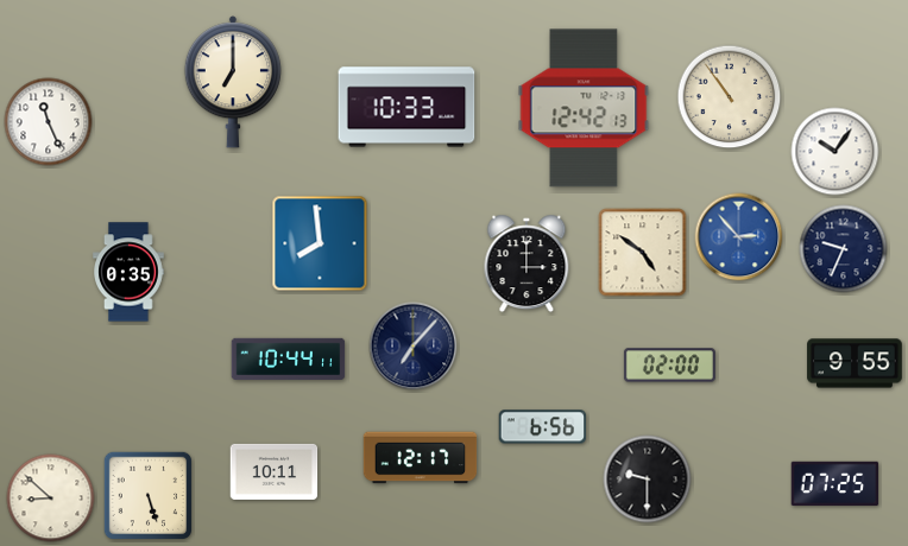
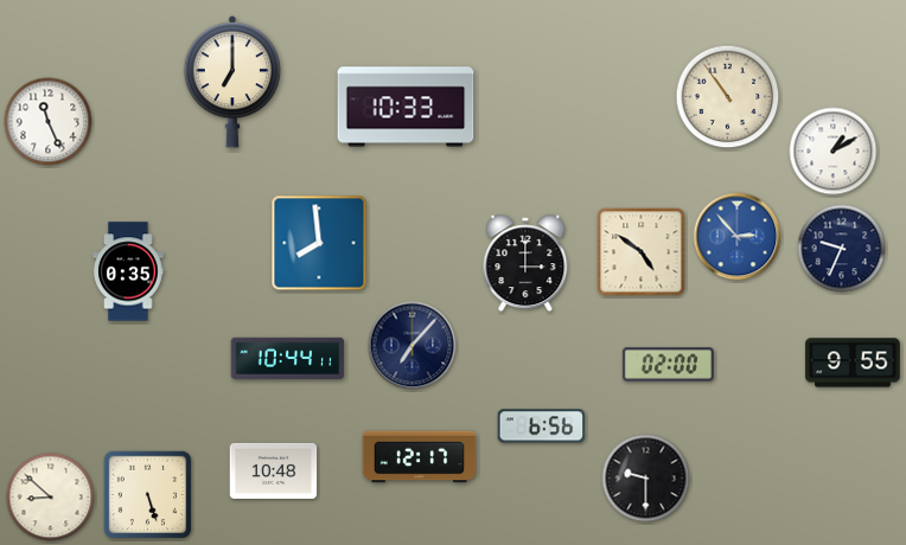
clock at (584, 108): 12:42 -> none
clock at (836, 152): 10:06 -> 1:10
clock at (275, 471): 10:11 -> 10:48
clock at (836, 484): 07:25 -> none
